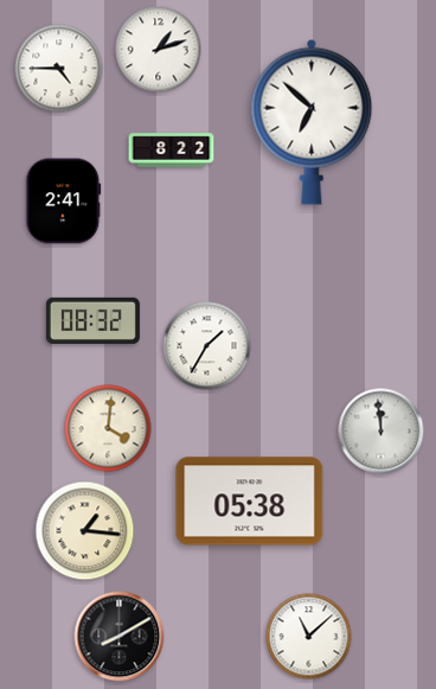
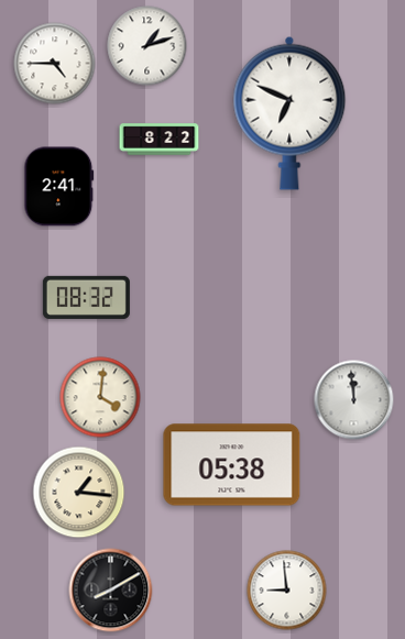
clock at (312, 122): 6:52 -> 6:49
clock at (207, 346): 1:35 -> none
clock at (309, 637): 11:08 -> 8:59
